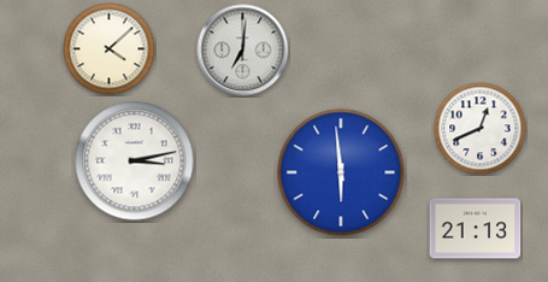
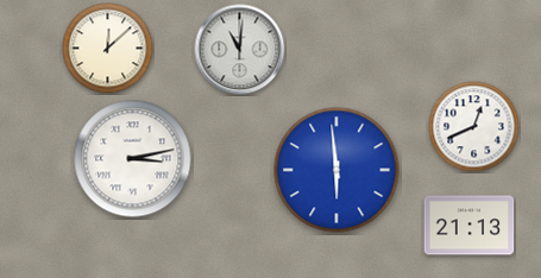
clock at (110, 49): 4:08 -> 12:08
clock at (243, 51): 7:01 -> 11:01
